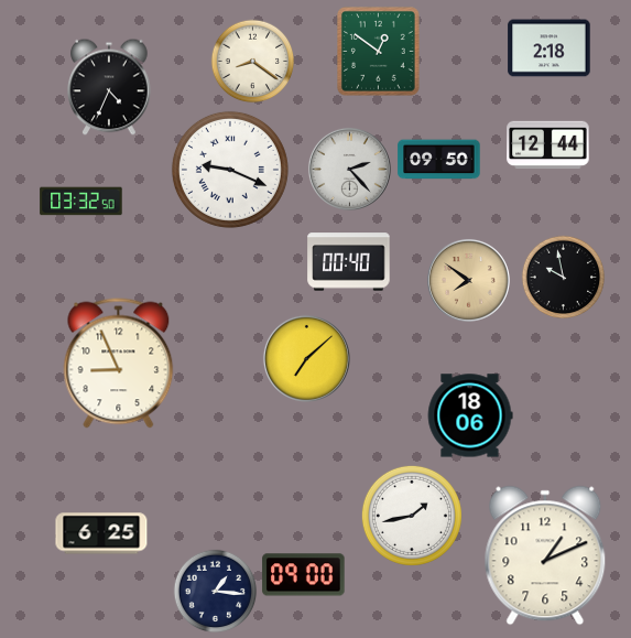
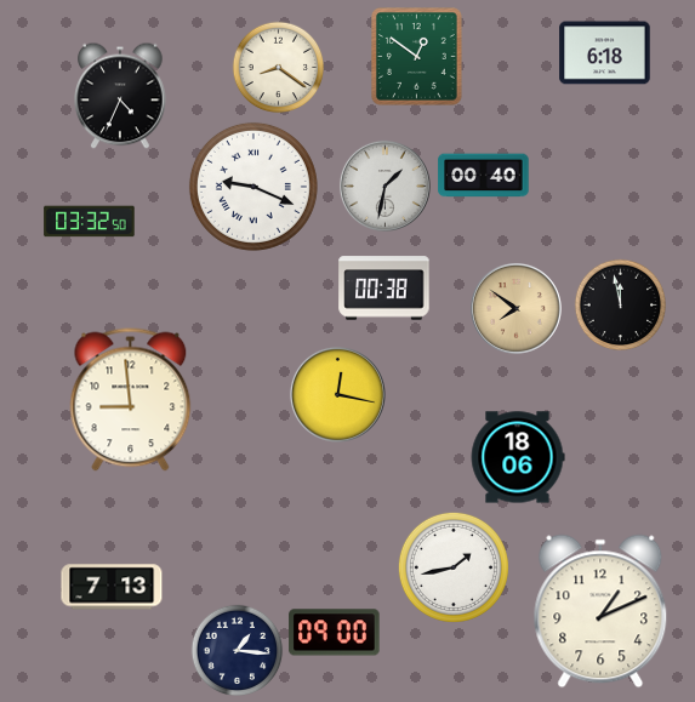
clock at (550, 48): 2:18 -> 6:18
clock at (548, 145): 12:44 -> none
clock at (439, 160): 09:50 -> 00:40
clock at (349, 169): 2:23 -> 1:32
clock at (349, 262): 00:40 -> 00:38
clock at (564, 278): 9:58 -> 11:58
clock at (306, 358): 7:08 -> 12:17
clock at (119, 364): 8:56 -> 8:59
clock at (101, 533): 6:25 -> 7:13
